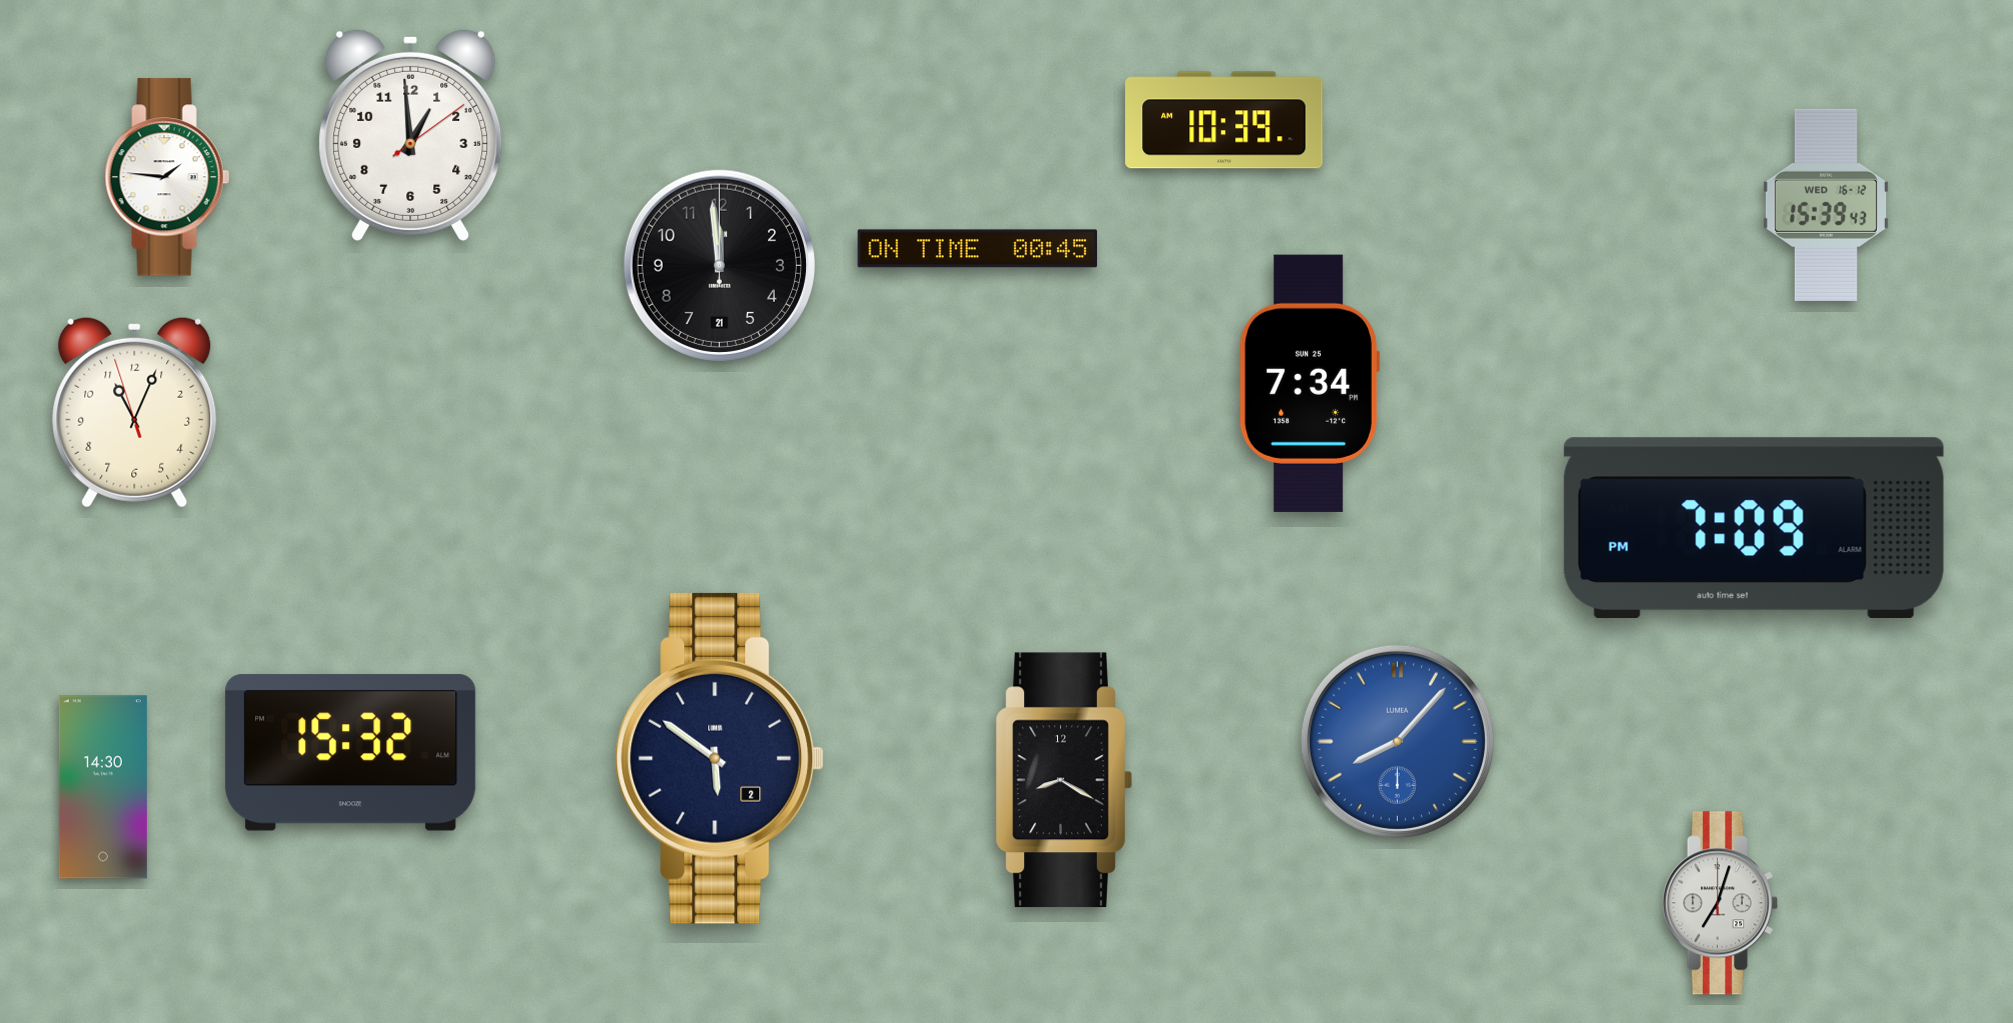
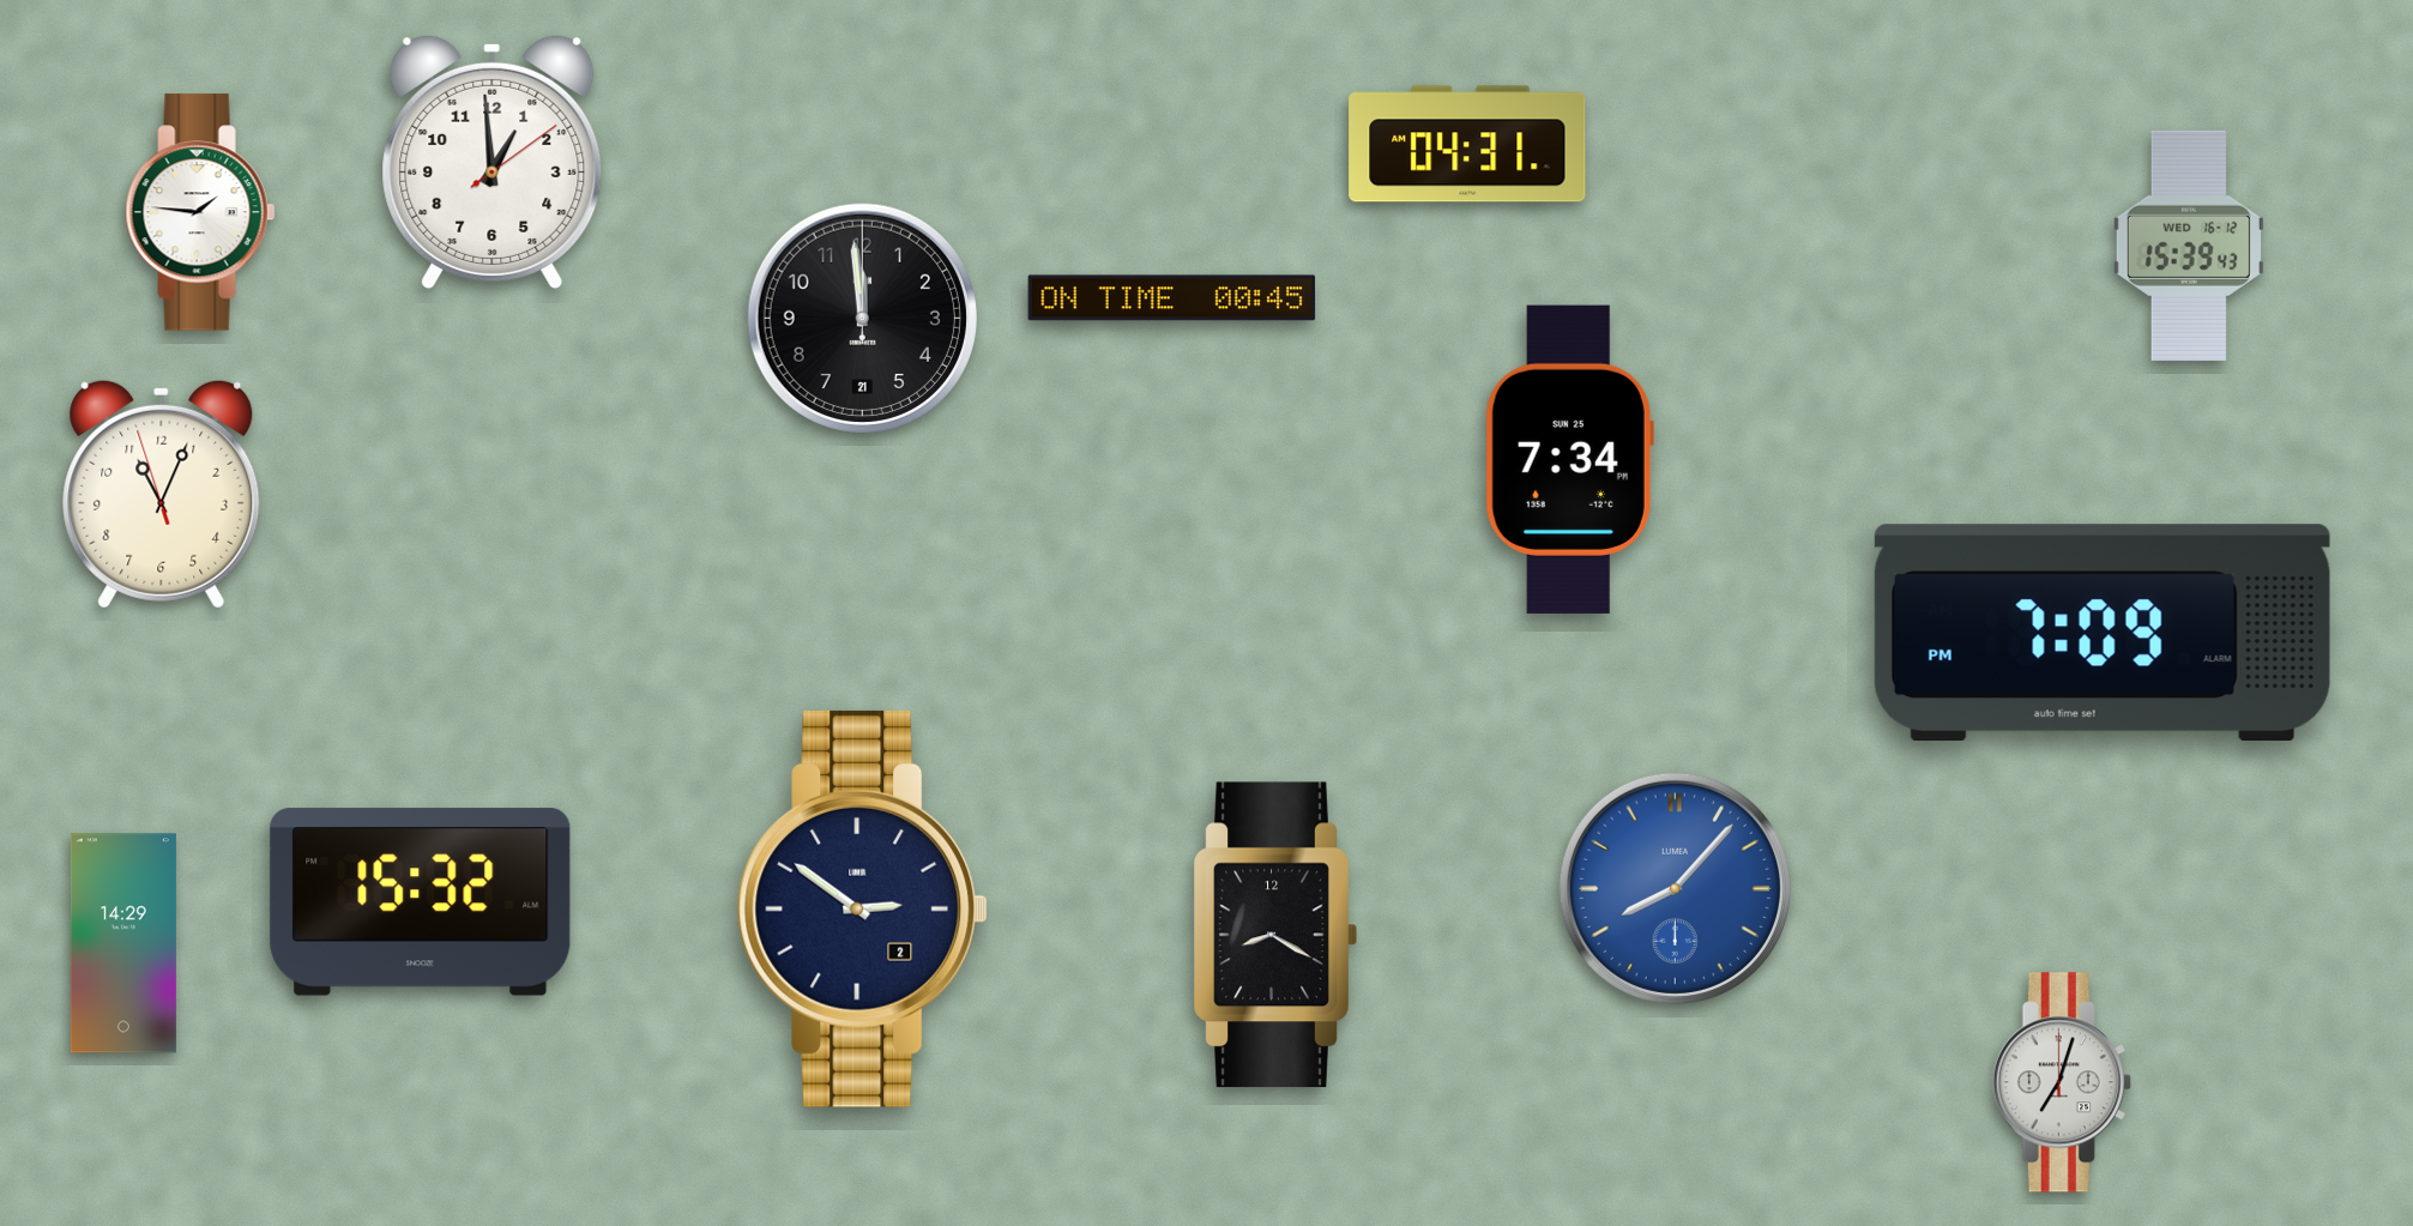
clock at (1224, 120): 10:39 -> 04:31
clock at (719, 758): 5:51 -> 2:51
clock at (103, 787): 14:30 -> 14:29
